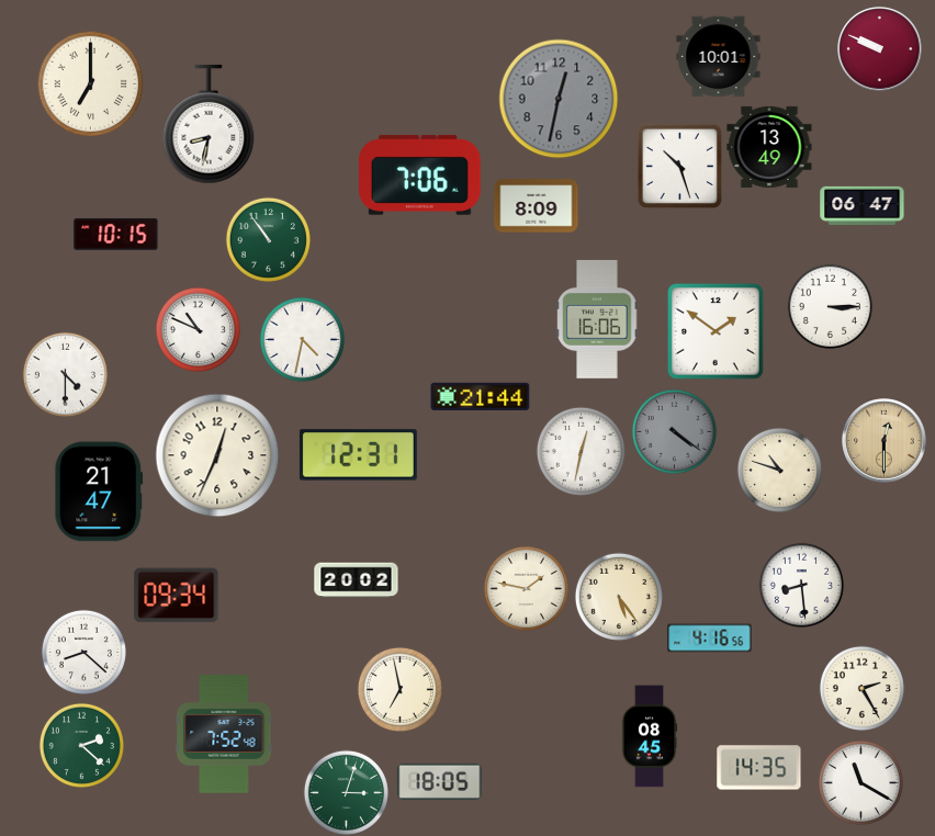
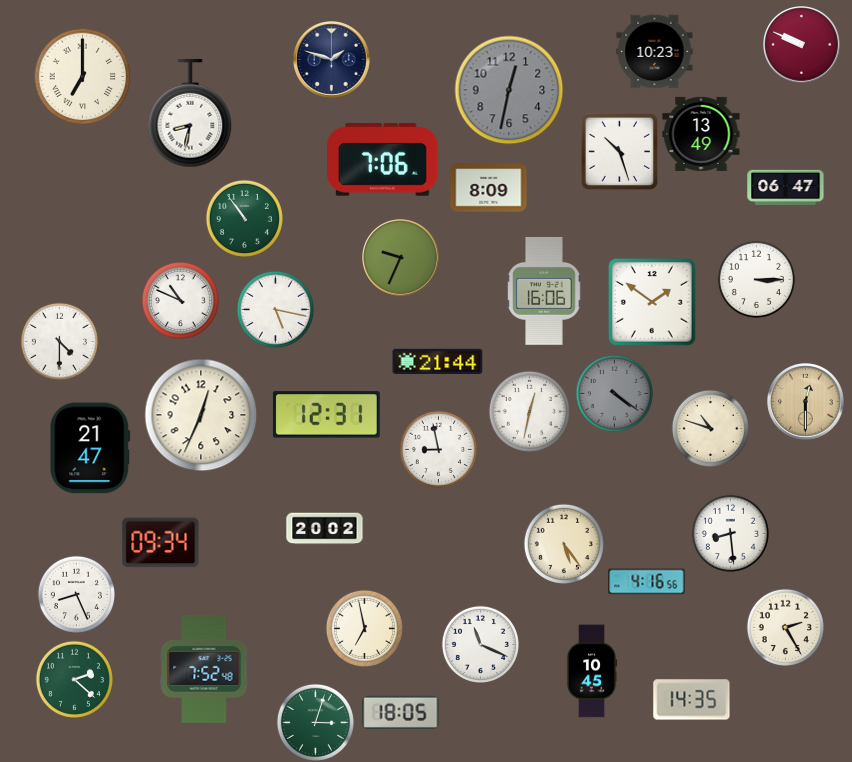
clock at (719, 57): 10:01 -> 10:23
clock at (332, 60): none -> 1:48
clock at (116, 234): 10:15 -> none
clock at (401, 258): none -> 9:34
clock at (302, 339): 4:32 -> 5:17
clock at (217, 455) position: (217, 455) -> (201, 415)
clock at (438, 449): none -> 8:58
clock at (526, 588): 1:47 -> none
clock at (83, 652): 8:22 -> 8:26
clock at (480, 644): none -> 11:19
clock at (650, 736): 08:45 -> 10:45
clock at (860, 782): 11:20 -> none
